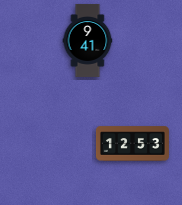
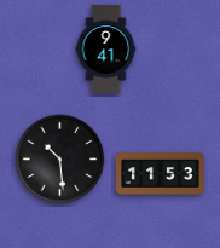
clock at (60, 160): none -> 10:29
clock at (132, 144): 12:53 -> 11:53
